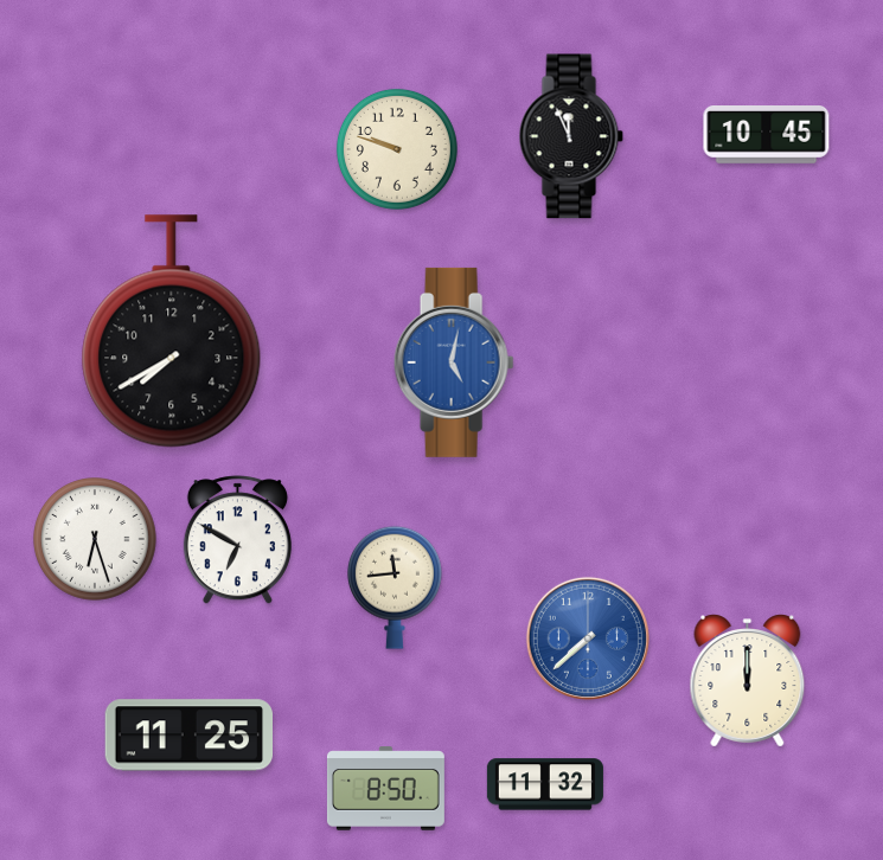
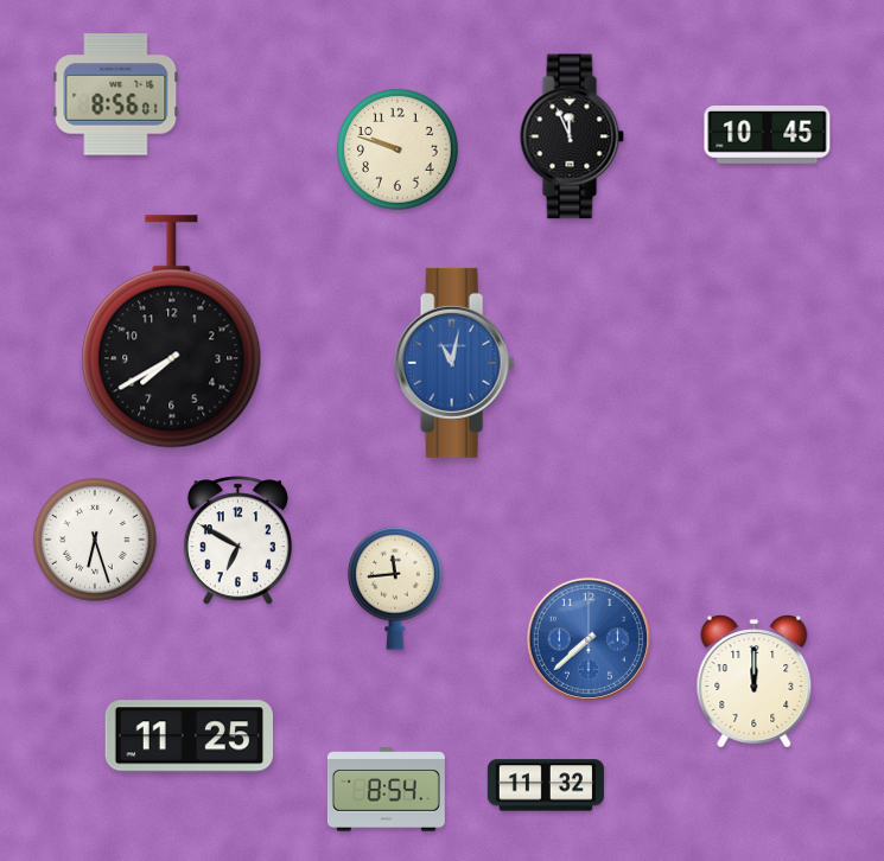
clock at (116, 95): none -> 8:56
clock at (454, 362): 5:02 -> 11:02
clock at (748, 681) position: (748, 681) -> (755, 682)
clock at (385, 789): 8:50 -> 8:54
